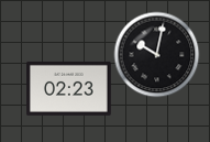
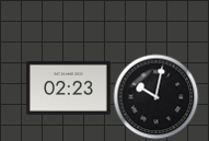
clock at (156, 54) position: (156, 54) -> (155, 96)
